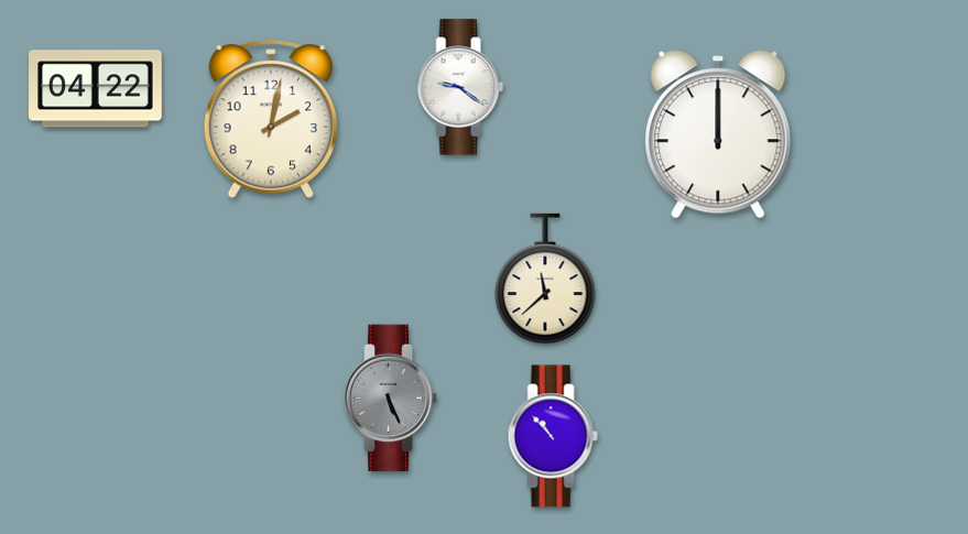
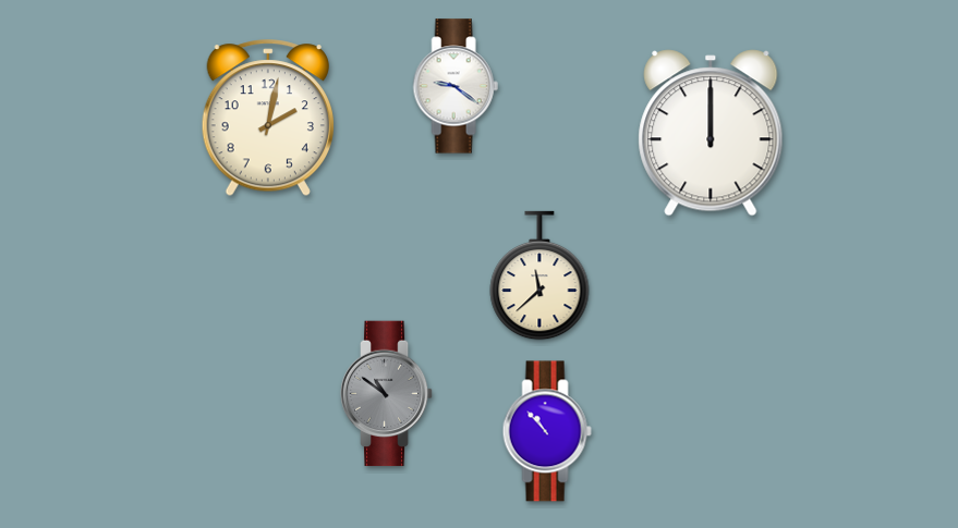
clock at (96, 89): 04:22 -> none
clock at (391, 399): 5:26 -> 10:51
